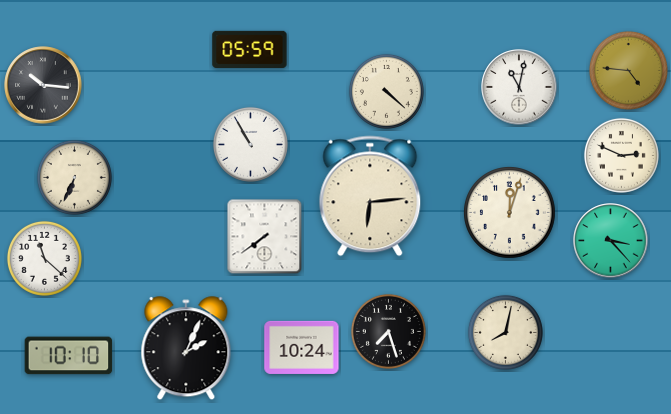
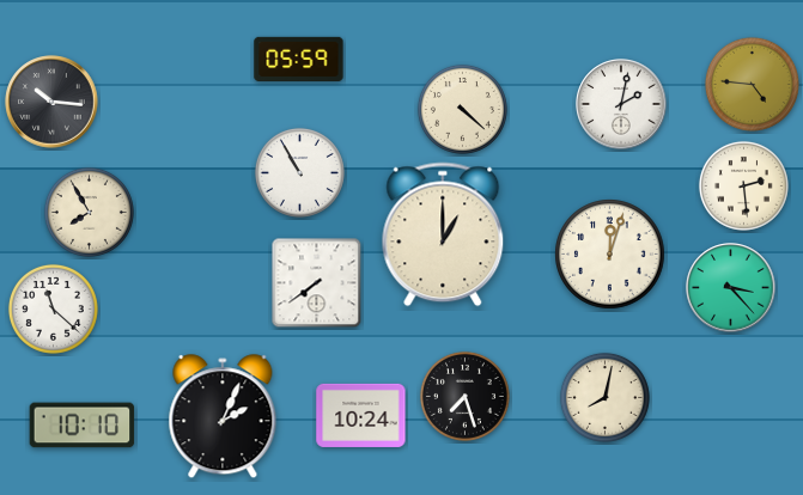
clock at (519, 87): 11:02 -> 2:02
clock at (621, 155): 2:49 -> 2:29
clock at (74, 177): 6:34 -> 7:55
clock at (370, 196): 6:14 -> 1:00
